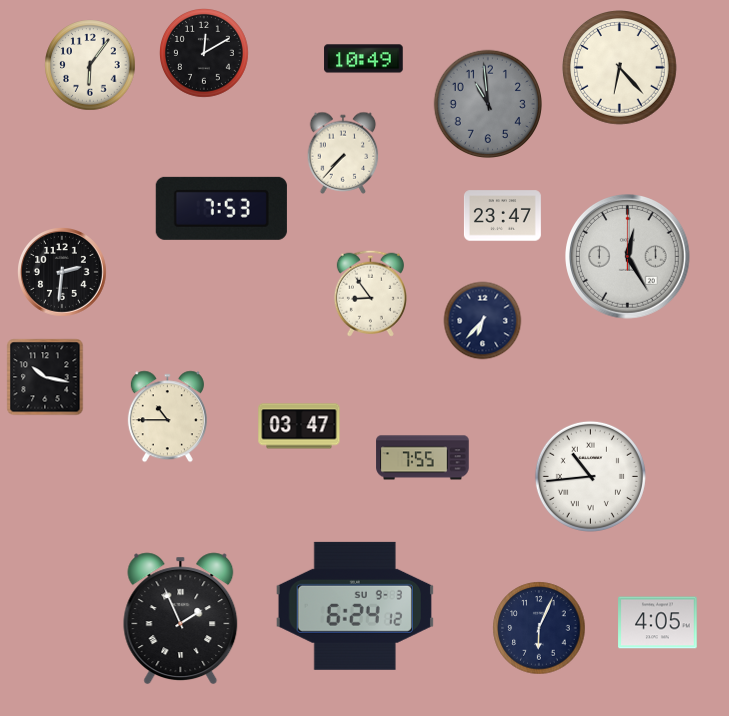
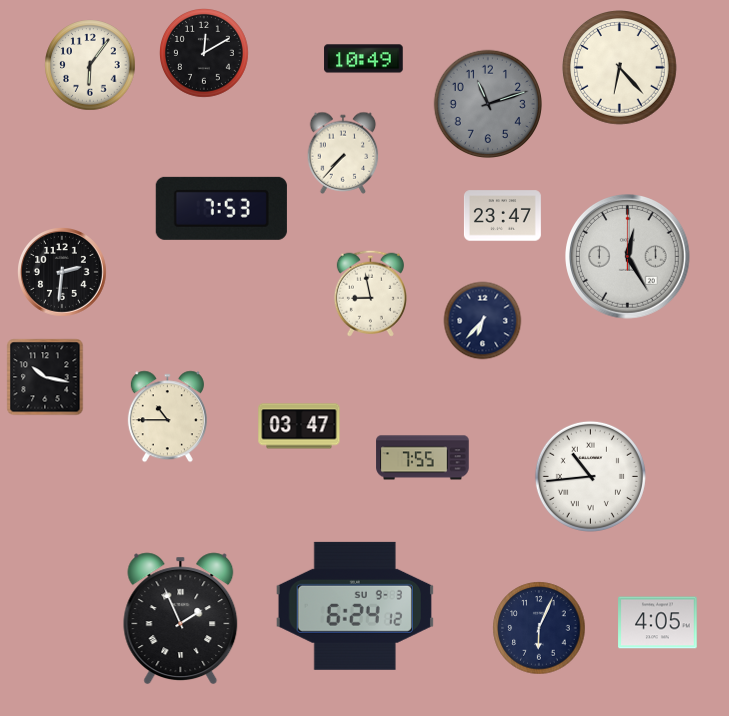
clock at (487, 103): 10:59 -> 11:12
clock at (370, 293): 8:54 -> 8:58
